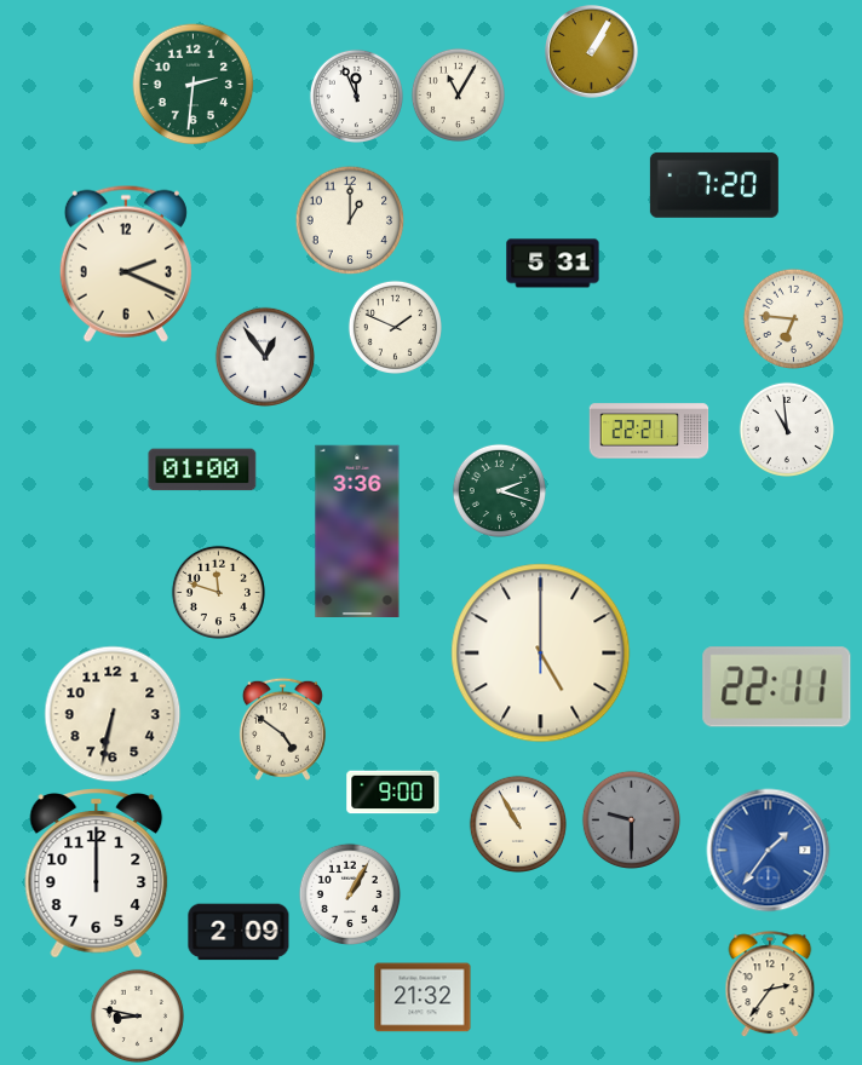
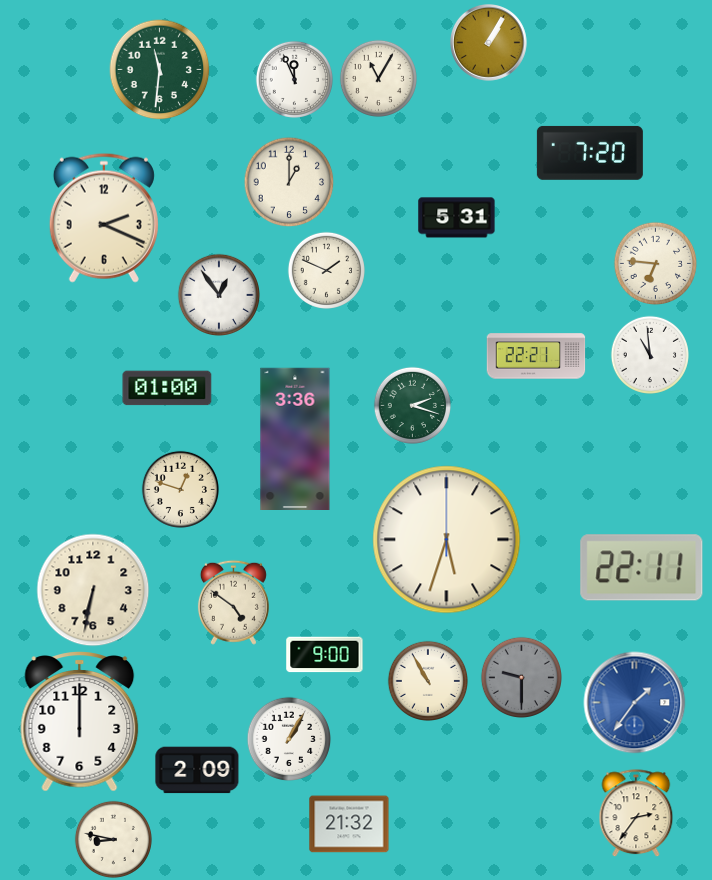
clock at (194, 85): 2:31 -> 11:31
clock at (218, 592): 11:48 -> 12:48
clock at (541, 654): 5:00 -> 5:33
